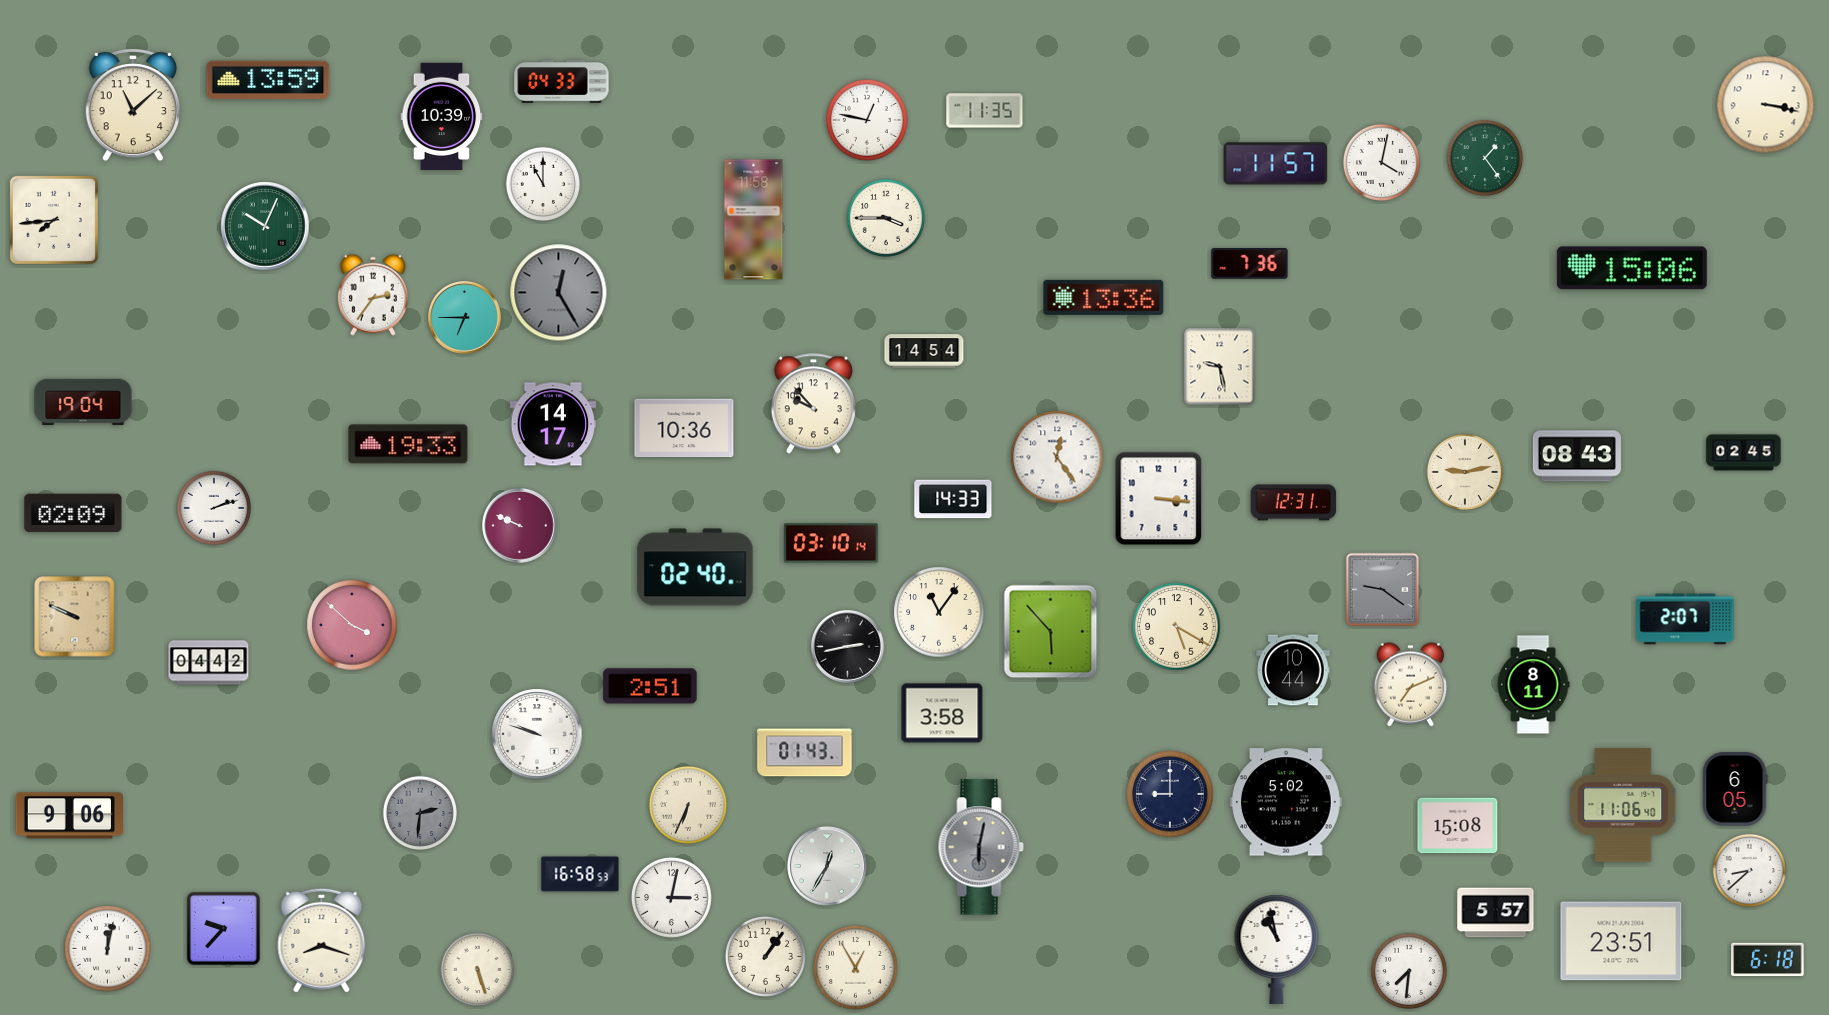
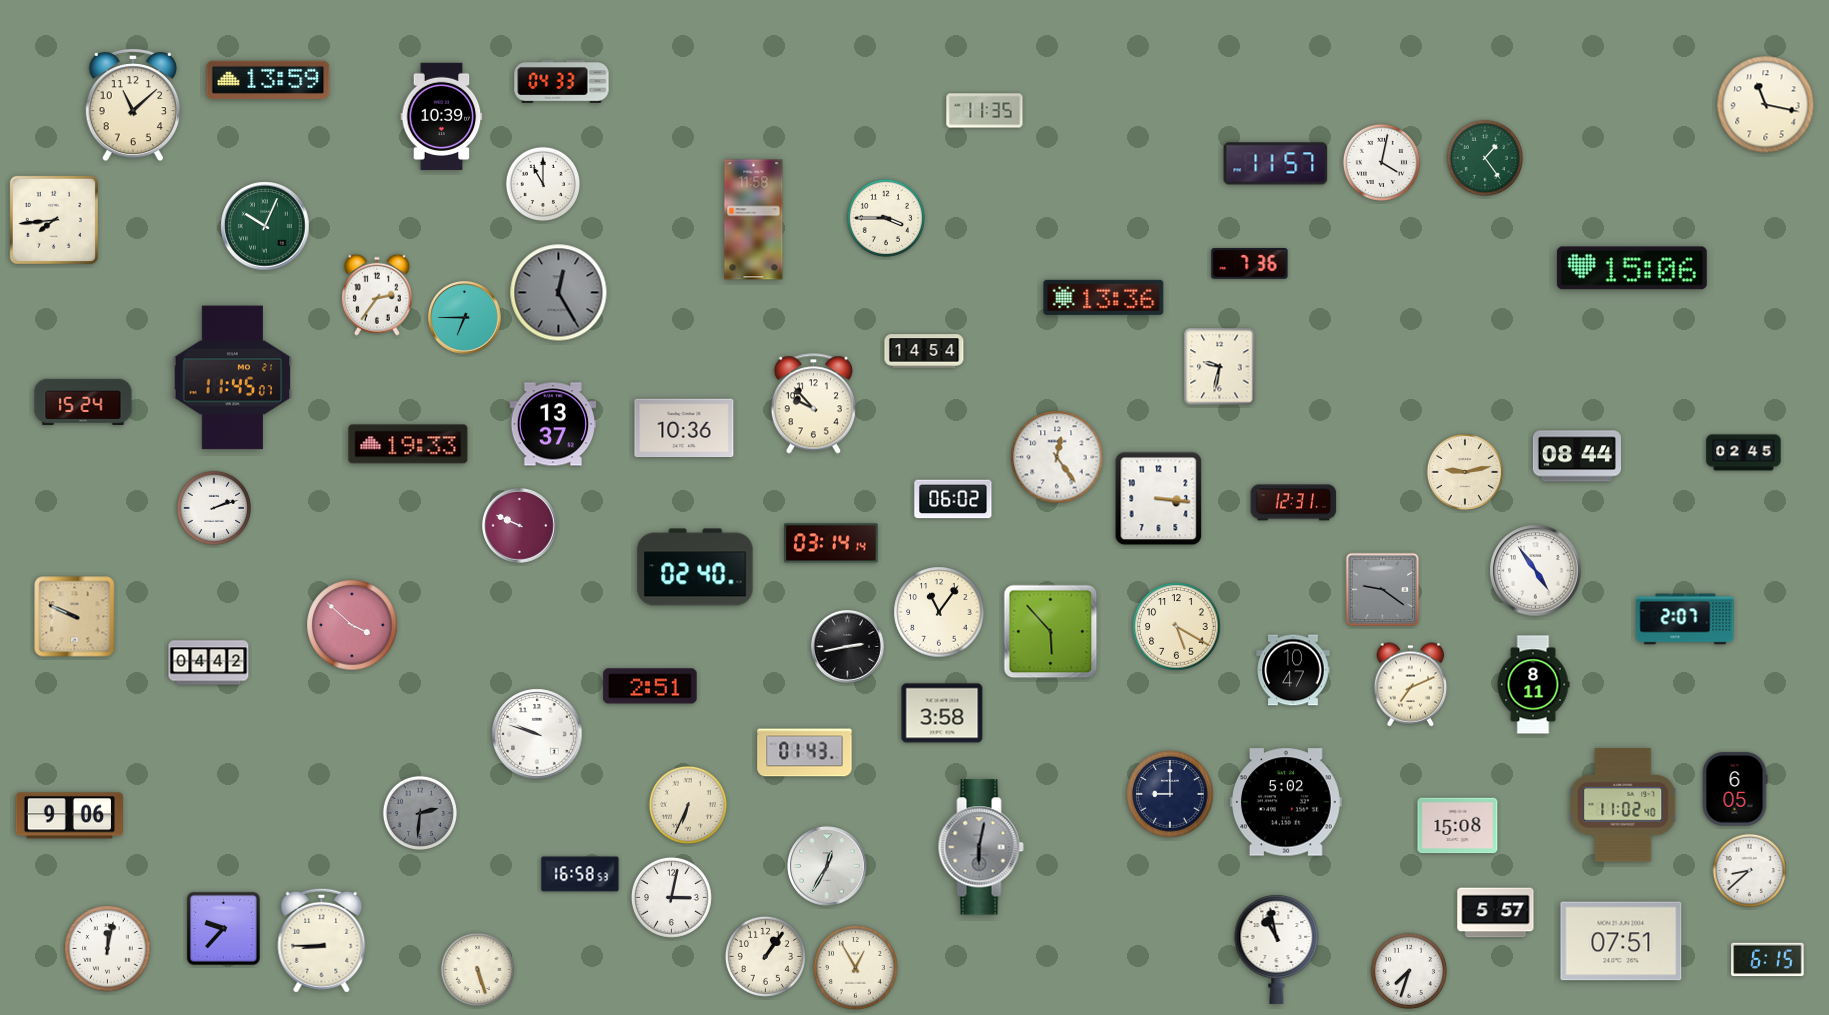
clock at (1766, 105): 3:17 -> 11:17
clock at (867, 120): 12:47 -> none
clock at (373, 295) position: (373, 295) -> (377, 295)
clock at (1220, 367): 9:28 -> 9:32
clock at (233, 378): none -> 11:45
clock at (83, 401): 19:04 -> 15:24
clock at (553, 424): 14:17 -> 13:37
clock at (1577, 456): 08:43 -> 08:44
clock at (953, 499): 14:33 -> 06:02
clock at (73, 513): 02:09 -> none
clock at (831, 543): 03:10 -> 03:14
clock at (1536, 571): none -> 4:54
clock at (1293, 670): 10:44 -> 10:47
clock at (1623, 805): 11:06 -> 11:02
clock at (322, 940): 8:18 -> 8:45
clock at (1621, 941): 23:51 -> 07:51
clock at (1768, 960): 6:18 -> 6:15
clock at (1409, 971): 7:31 -> 7:33
